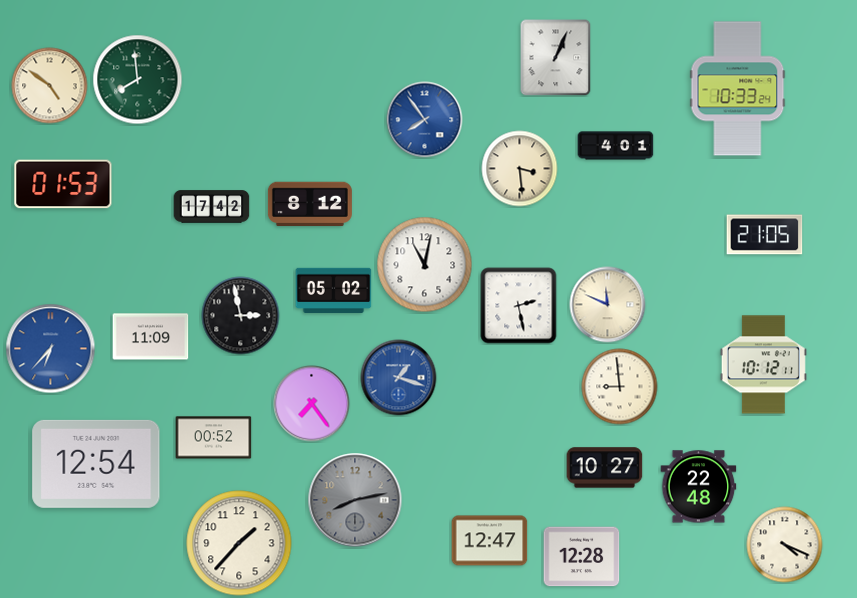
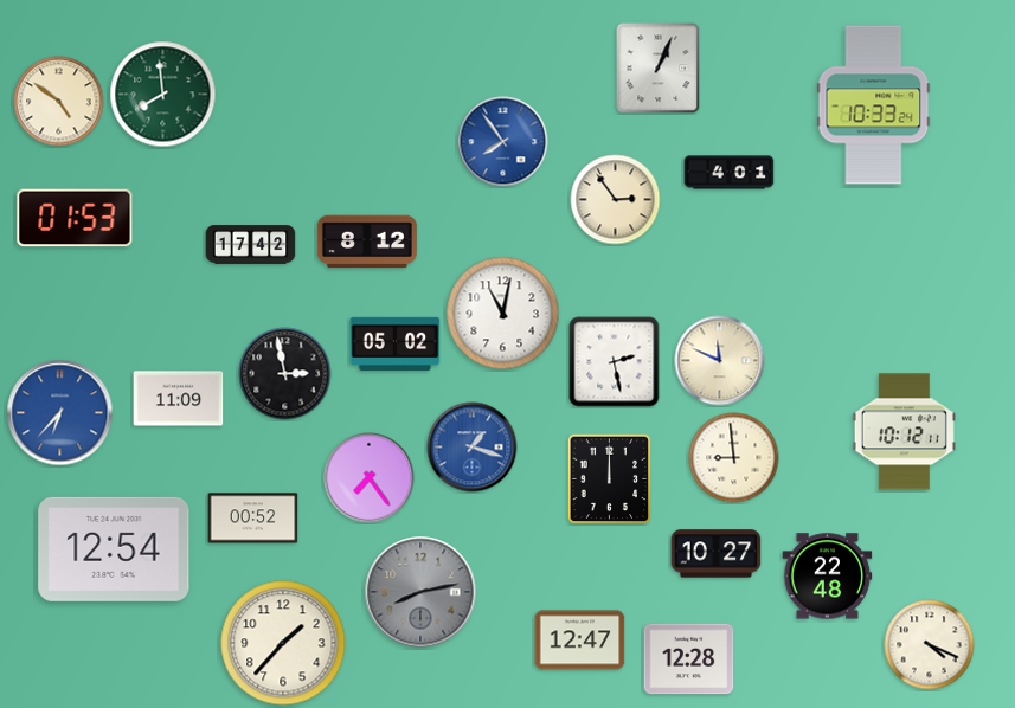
clock at (520, 169): 3:29 -> 2:54
clock at (765, 235): 21:05 -> none
clock at (610, 478): none -> 12:00
